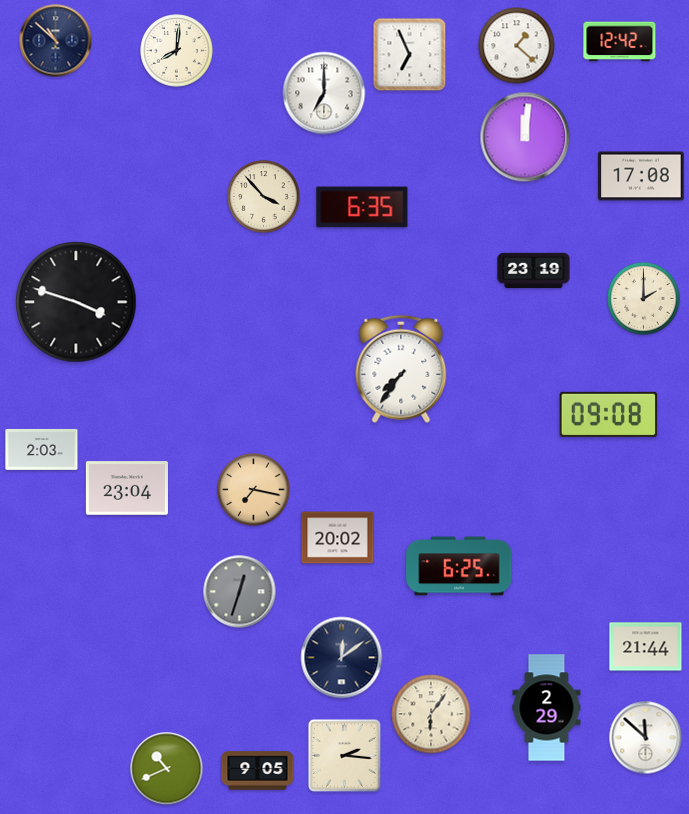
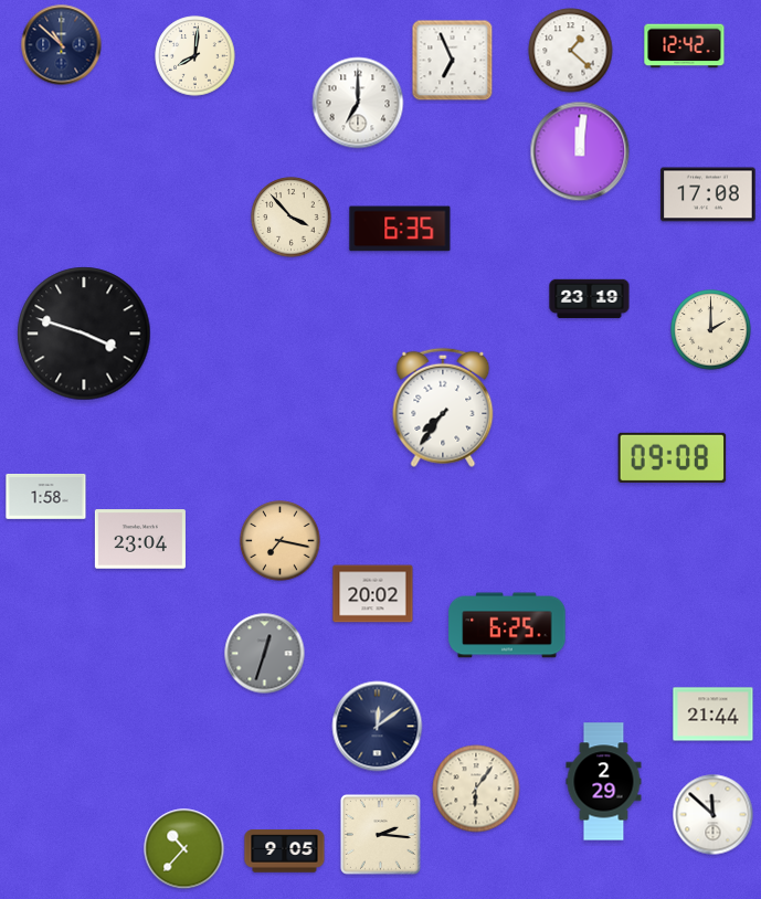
clock at (42, 449): 2:03 -> 1:58
clock at (167, 769): 10:41 -> 10:37
